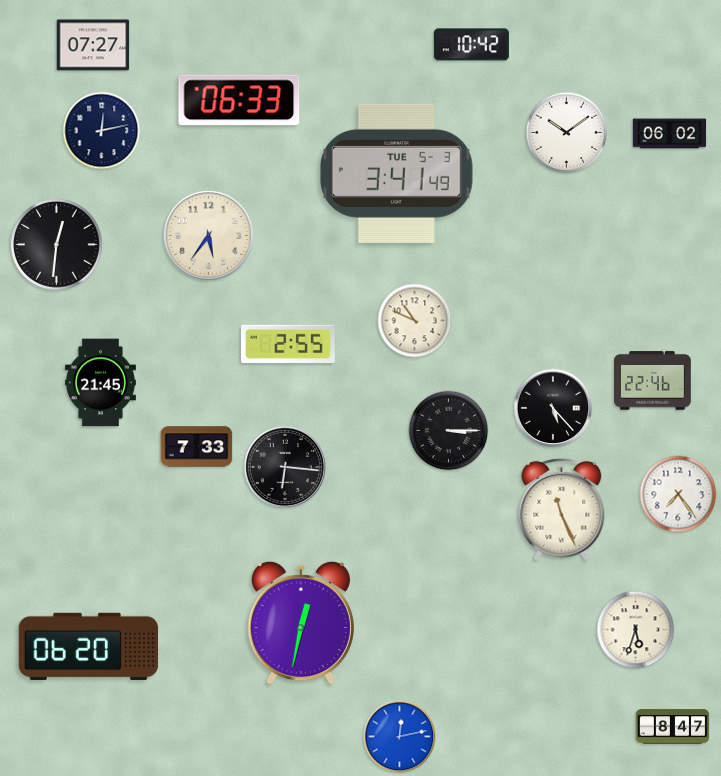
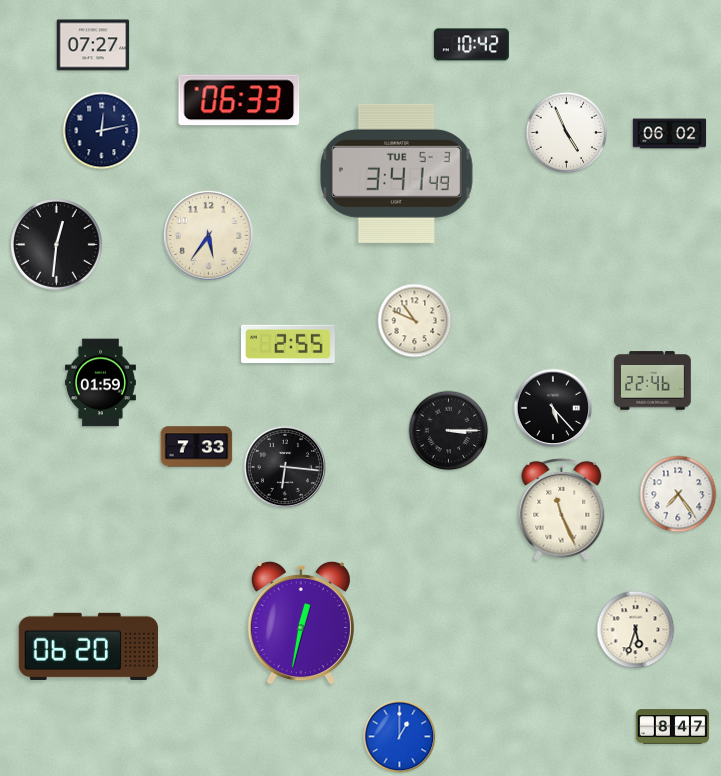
clock at (567, 133): 10:09 -> 4:56
clock at (100, 383): 21:45 -> 01:59
clock at (400, 737): 12:13 -> 1:00
